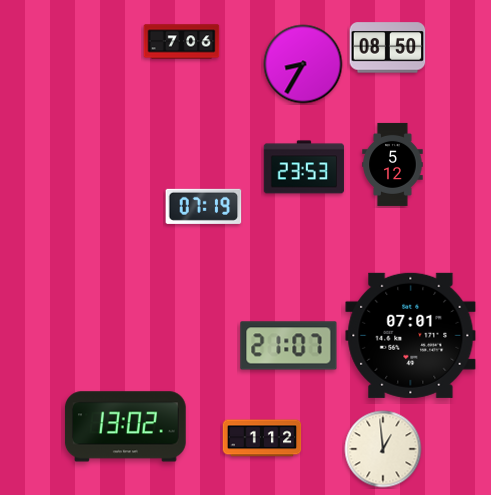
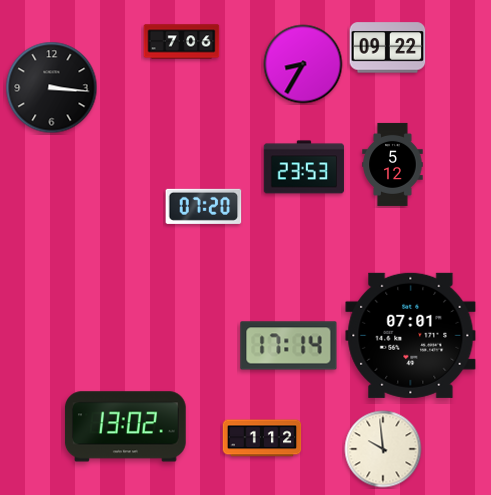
clock at (388, 48): 08:50 -> 09:22
clock at (52, 88): none -> 3:16
clock at (204, 206): 07:19 -> 07:20
clock at (289, 346): 21:07 -> 17:14
clock at (383, 449): 12:59 -> 9:59
